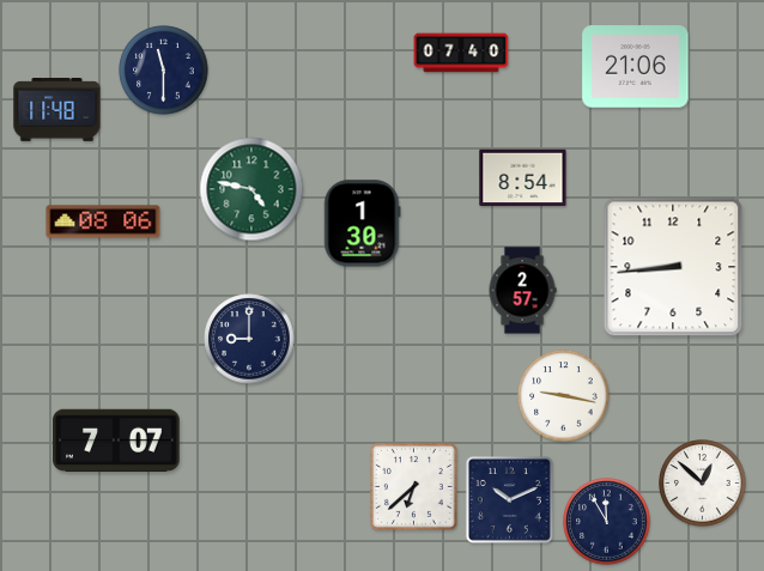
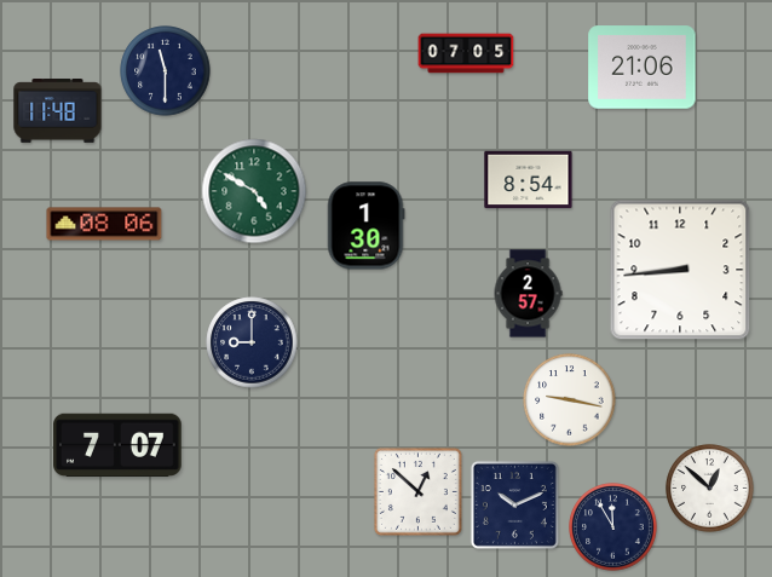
clock at (461, 53): 07:40 -> 07:05
clock at (251, 189): 4:47 -> 4:50
clock at (413, 486): 6:38 -> 12:52
